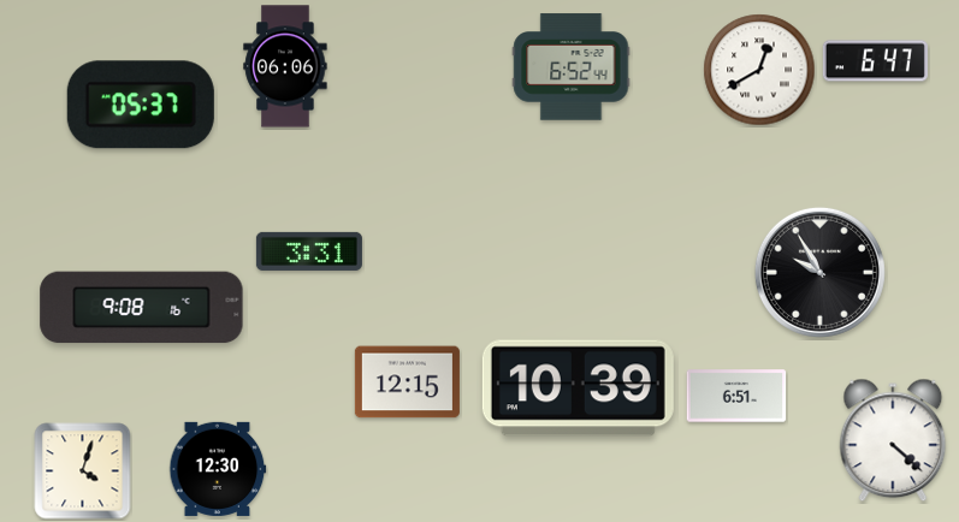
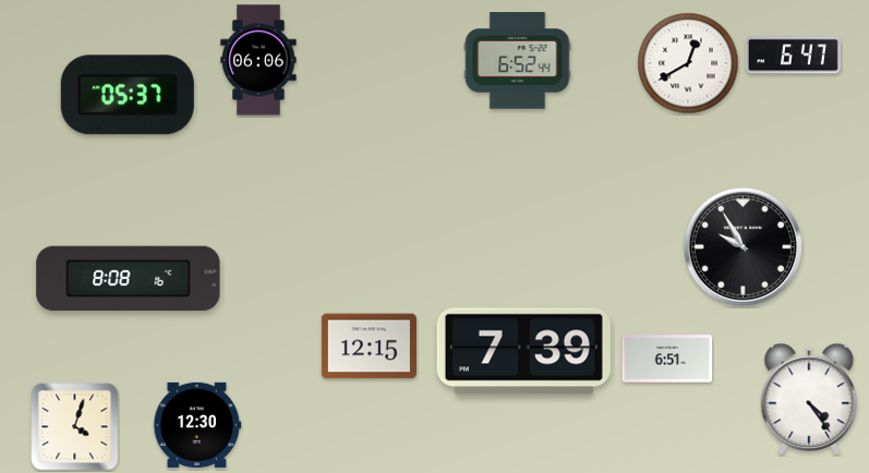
clock at (309, 251): 3:31 -> none
clock at (142, 308): 9:08 -> 8:08
clock at (578, 388): 10:39 -> 7:39
clock at (893, 440): 4:22 -> 4:24
